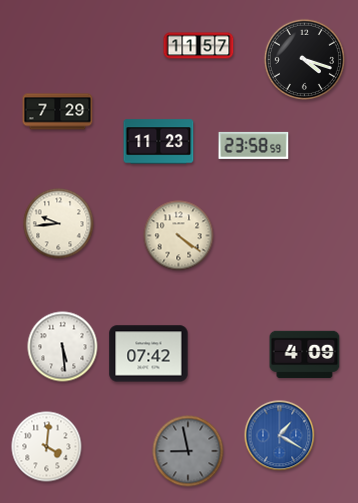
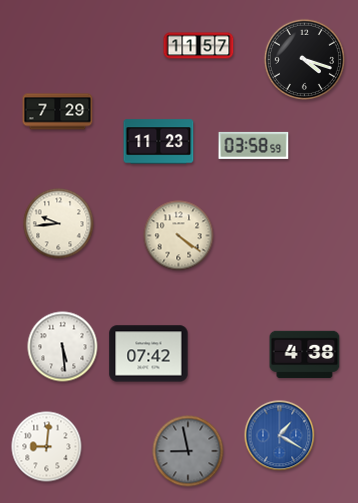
clock at (254, 145): 23:58 -> 03:58
clock at (305, 355): 4:09 -> 4:38
clock at (47, 447): 4:01 -> 9:01
